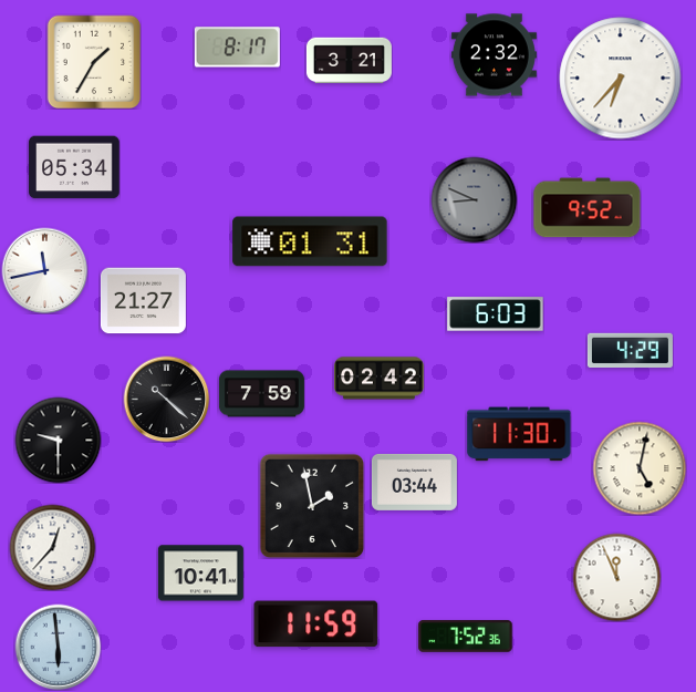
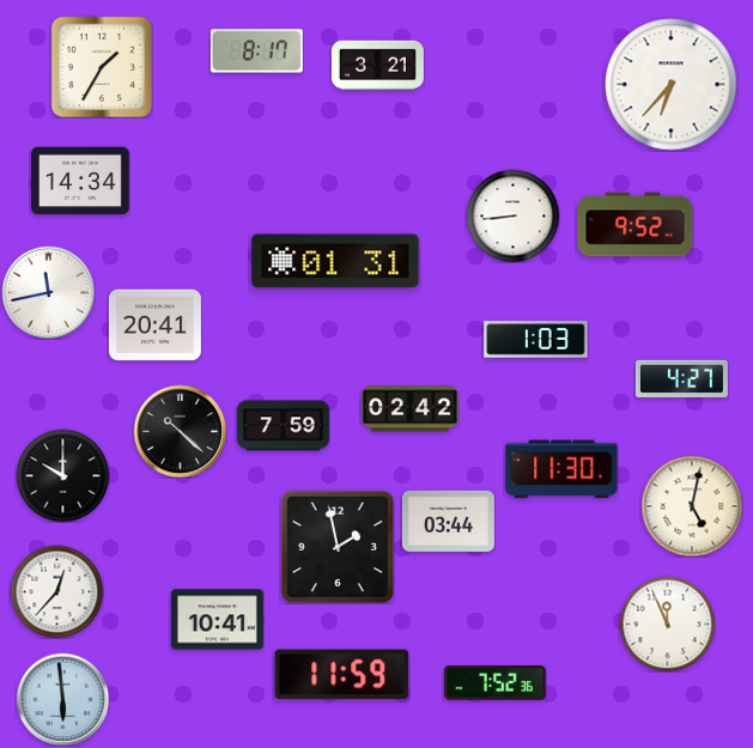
clock at (494, 55): 2:32 -> none
clock at (74, 167): 05:34 -> 14:34
clock at (474, 199): 8:49 -> 8:44
clock at (474, 199) dial: grey -> white
clock at (143, 301): 21:27 -> 20:41
clock at (496, 314): 6:03 -> 1:03
clock at (630, 351): 4:29 -> 4:27
clock at (58, 440): 9:30 -> 10:00
clock at (466, 637) position: (466, 637) -> (496, 683)
